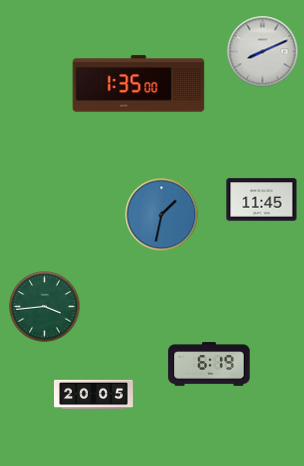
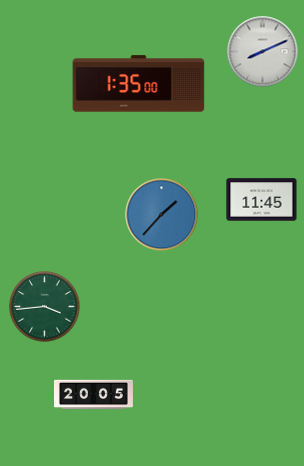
clock at (162, 215): 1:32 -> 1:37
clock at (209, 364): 6:19 -> none
